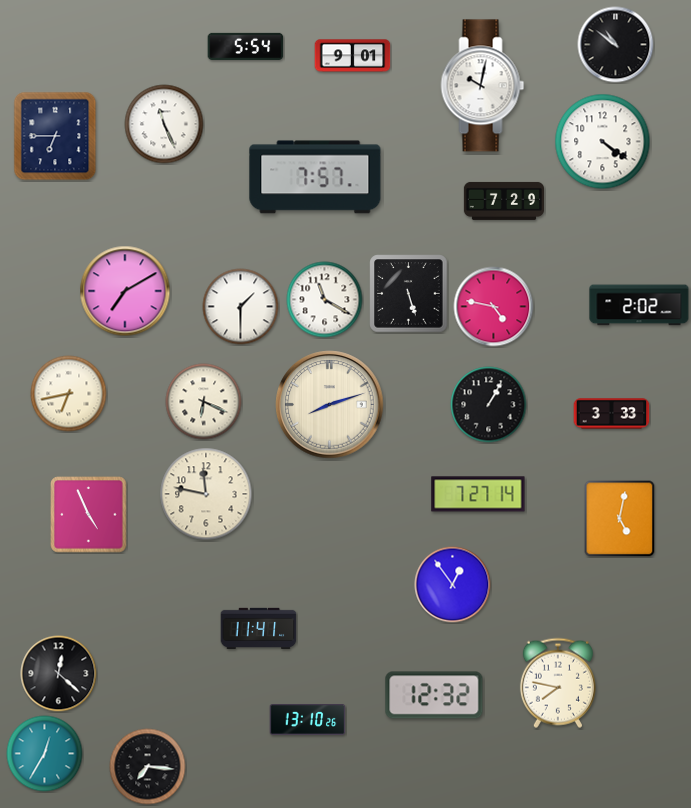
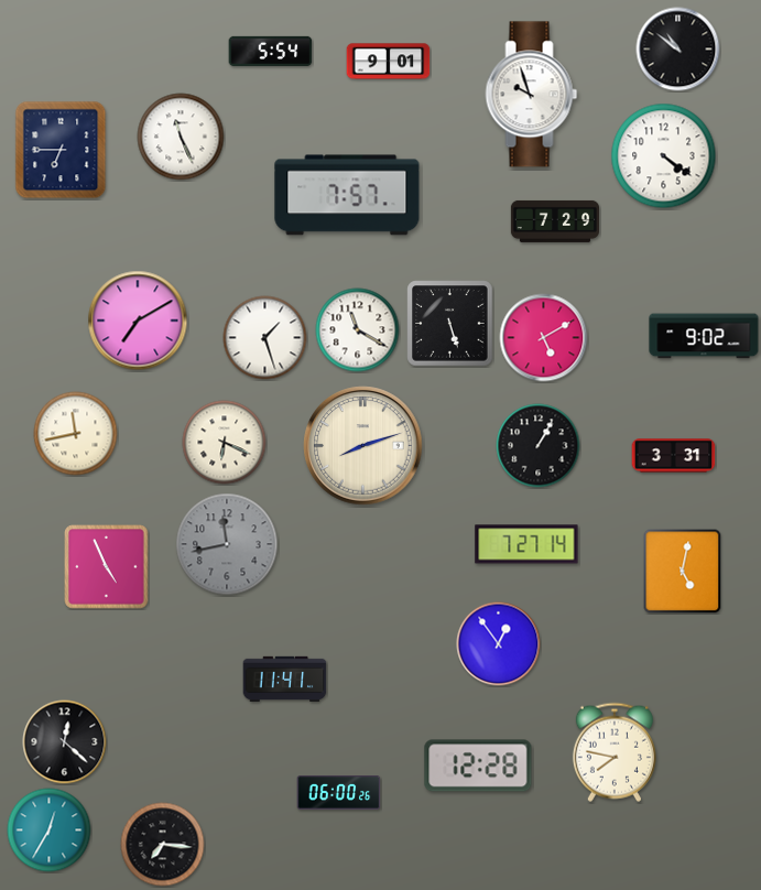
clock at (483, 86): 10:02 -> 9:57
clock at (639, 305): 2:02 -> 9:02
clock at (241, 307): 1:30 -> 1:27
clock at (494, 307): 4:47 -> 5:10
clock at (69, 394): 6:43 -> 11:43
clock at (612, 414): 3:33 -> 3:31
clock at (206, 494): 11:47 -> 11:43
clock at (206, 494) dial: cream -> grey
clock at (89, 515) position: (89, 515) -> (107, 567)
clock at (259, 628) position: (259, 628) -> (285, 679)
clock at (434, 695): 12:32 -> 12:28
clock at (308, 720): 13:10 -> 06:00
